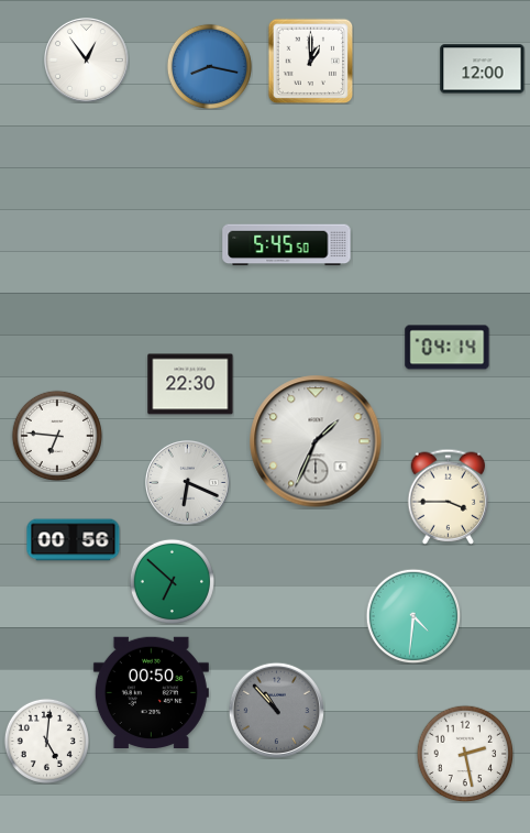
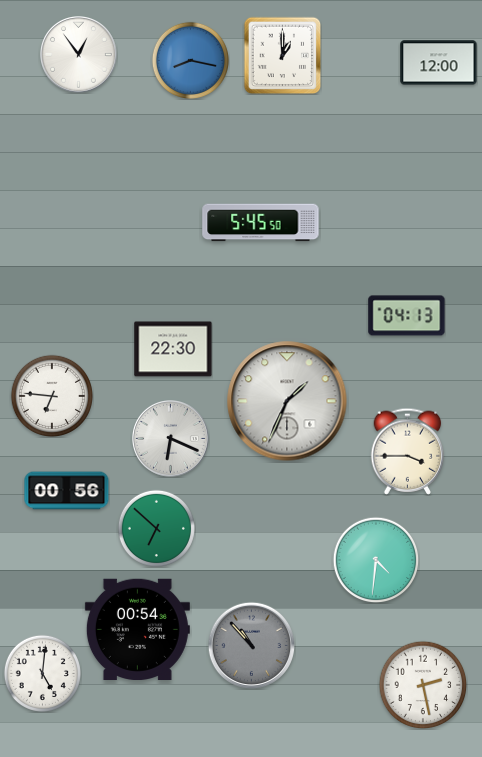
clock at (448, 348): 04:14 -> 04:13
clock at (151, 692): 00:50 -> 00:54
